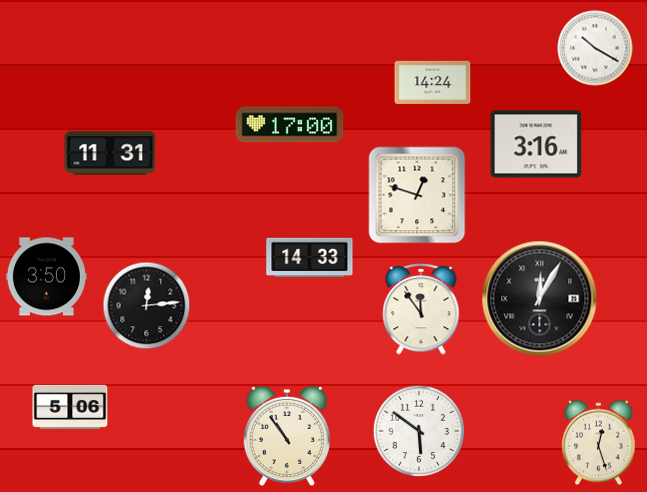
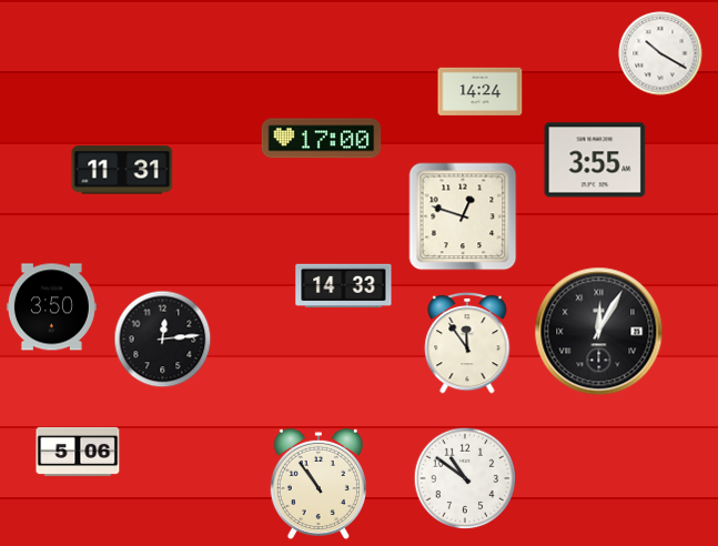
clock at (536, 144): 3:16 -> 3:55
clock at (419, 431): 5:51 -> 10:51
clock at (599, 443): 12:27 -> none
